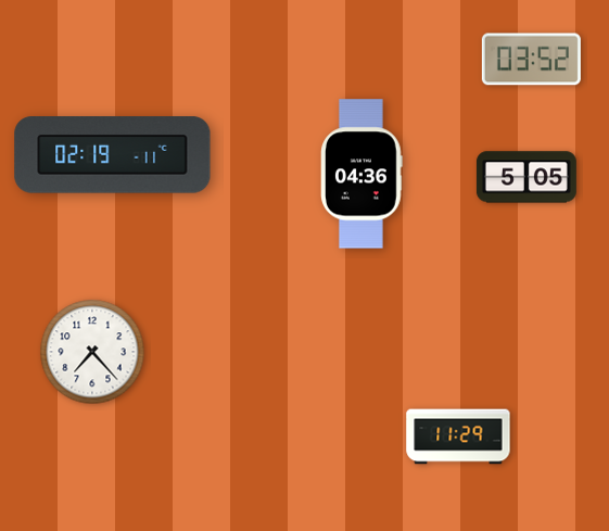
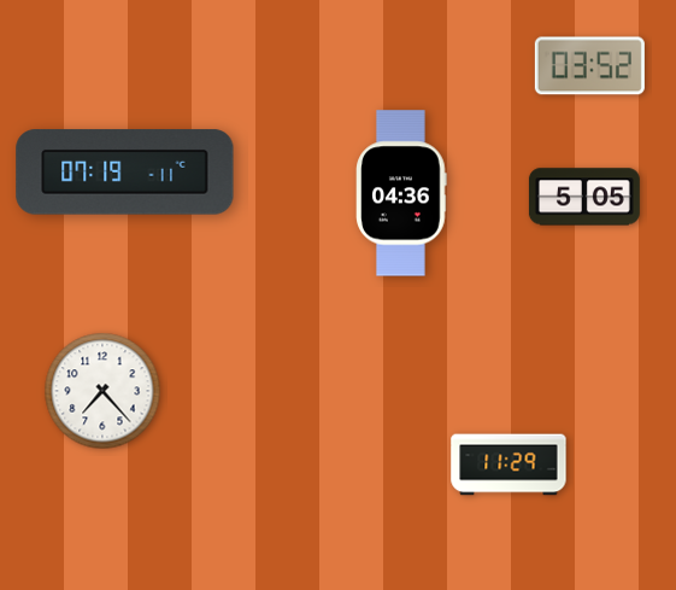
clock at (113, 155): 02:19 -> 07:19
clock at (458, 437) position: (458, 437) -> (509, 465)
